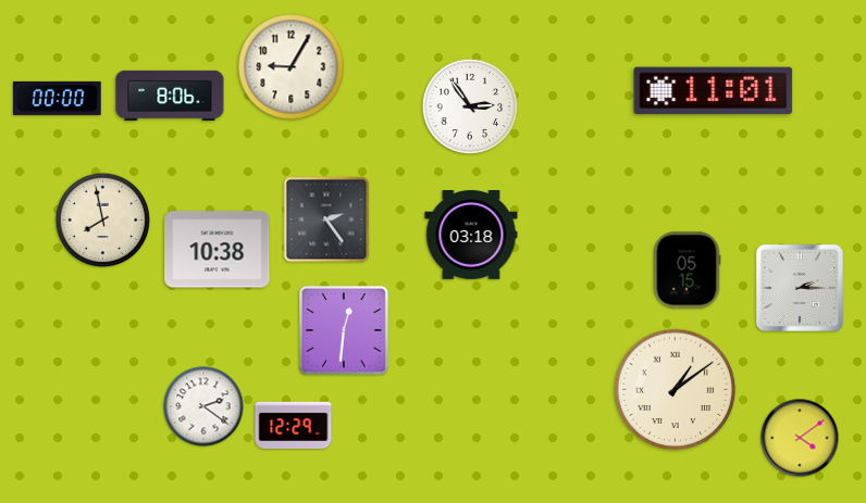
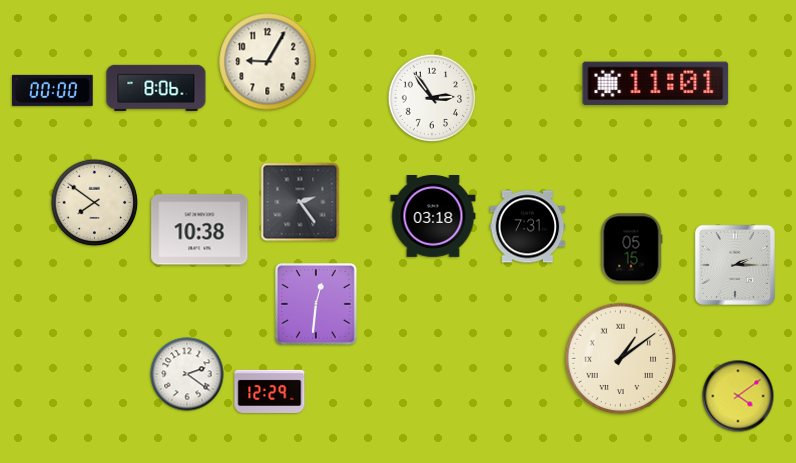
clock at (103, 221): 7:58 -> 7:51
clock at (528, 227): none -> 7:31
clock at (800, 438) position: (800, 438) -> (738, 396)
